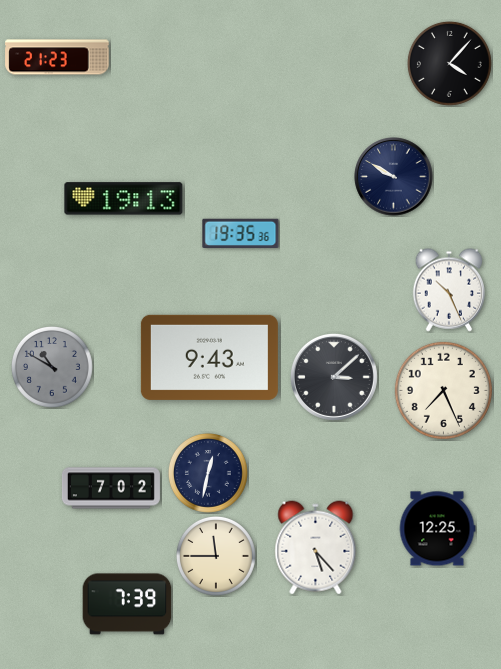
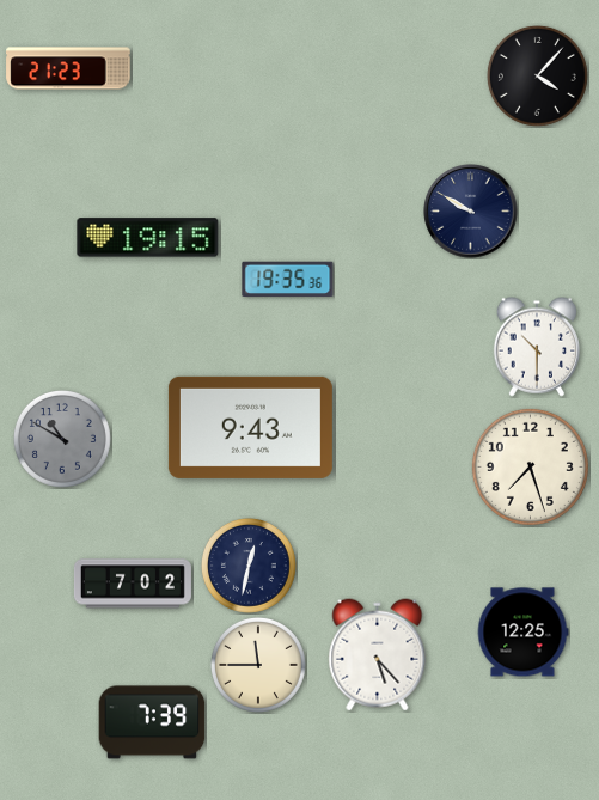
clock at (124, 199): 19:13 -> 19:15
clock at (449, 290): 10:26 -> 10:30
clock at (334, 377): 3:08 -> none
clock at (443, 390): 7:26 -> 7:27
